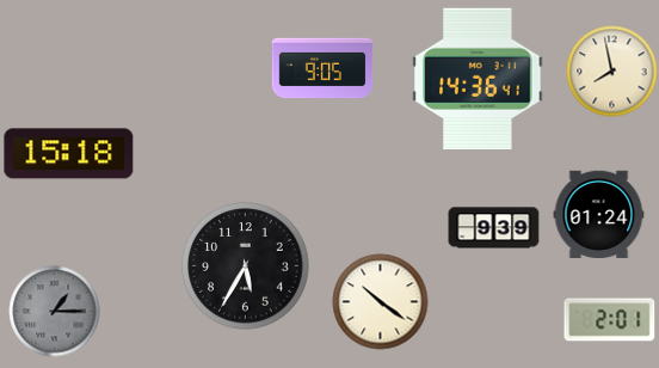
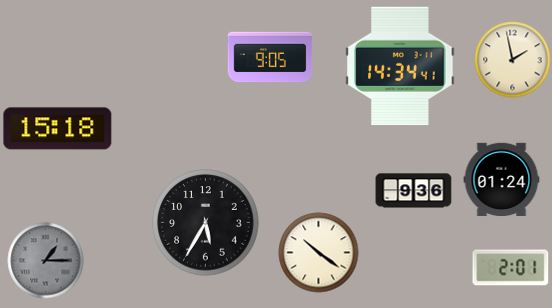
clock at (612, 72): 7:58 -> 1:58
clock at (478, 79): 14:36 -> 14:34
clock at (494, 228): 9:39 -> 9:36
